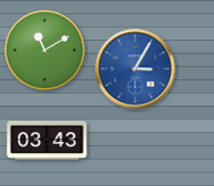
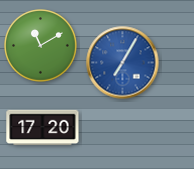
clock at (136, 69): 3:05 -> 7:05
clock at (47, 141): 03:43 -> 17:20
